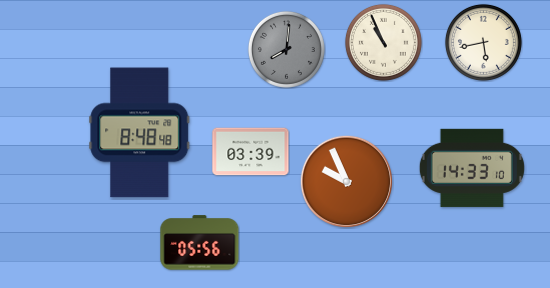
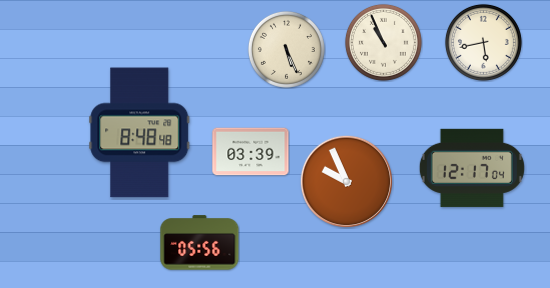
clock at (286, 49): 8:01 -> 5:26
clock at (286, 49) dial: grey -> cream
clock at (472, 168): 14:33 -> 12:17
